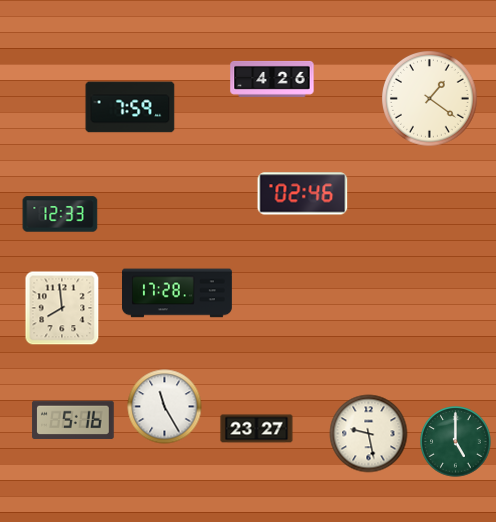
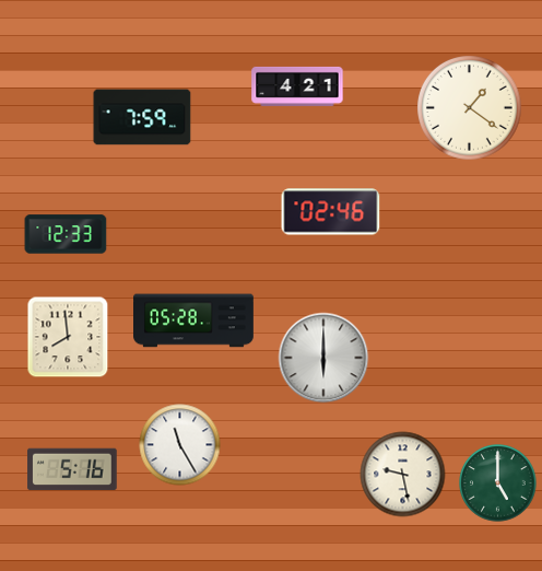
clock at (272, 79): 4:26 -> 4:21
clock at (178, 293): 17:28 -> 05:28
clock at (323, 358): none -> 6:00
clock at (73, 420) position: (73, 420) -> (72, 469)
clock at (257, 429): 23:27 -> none
